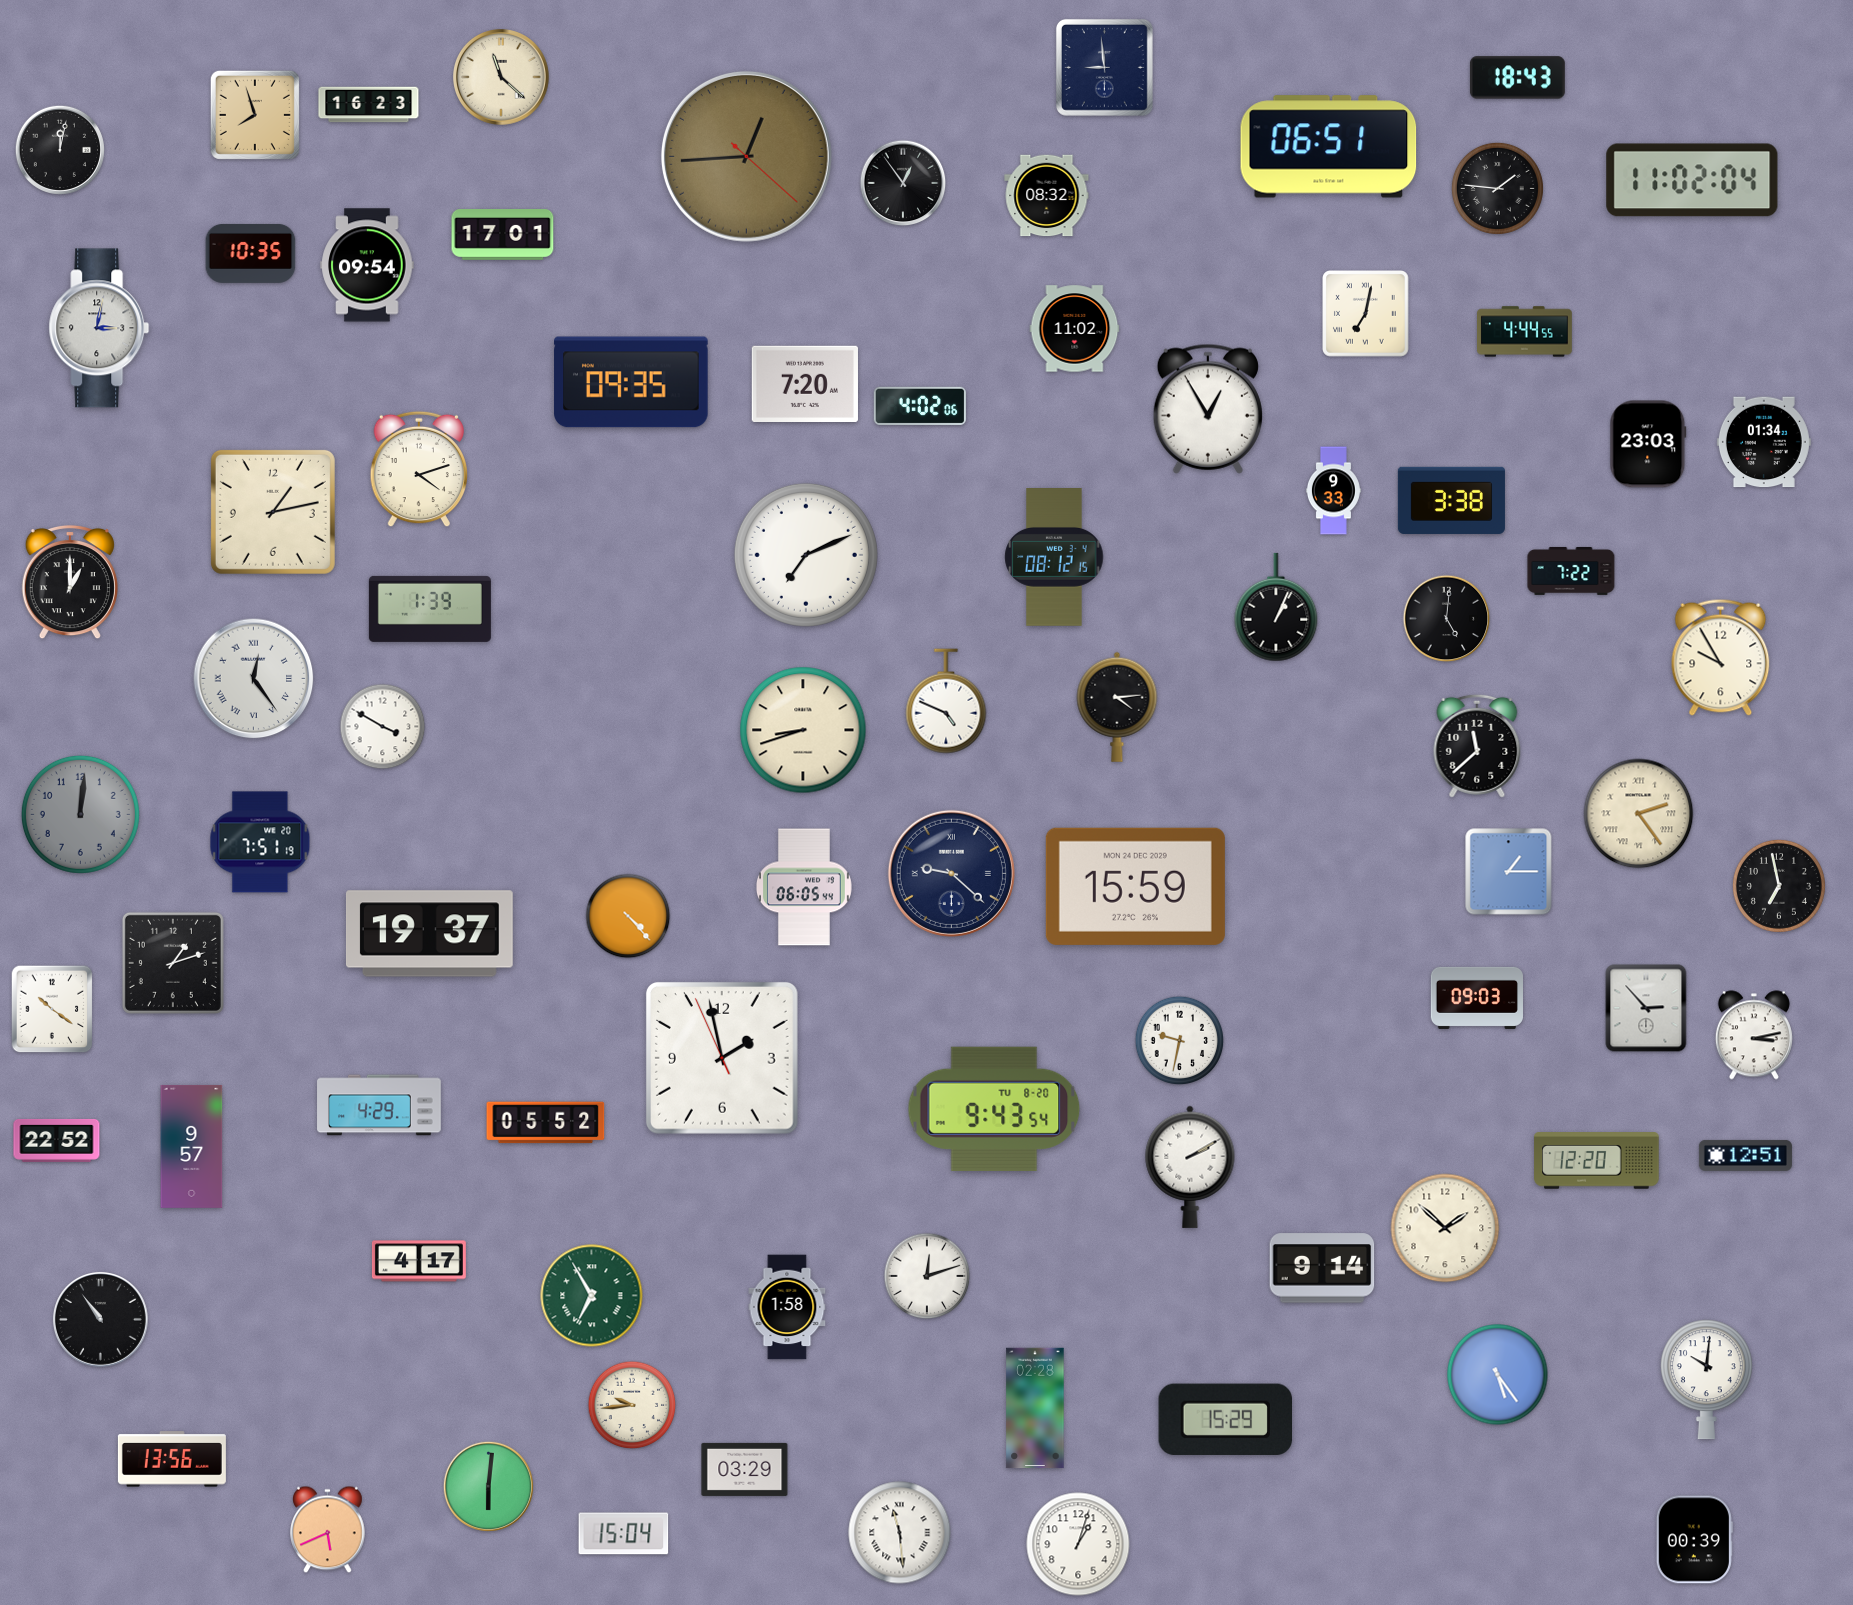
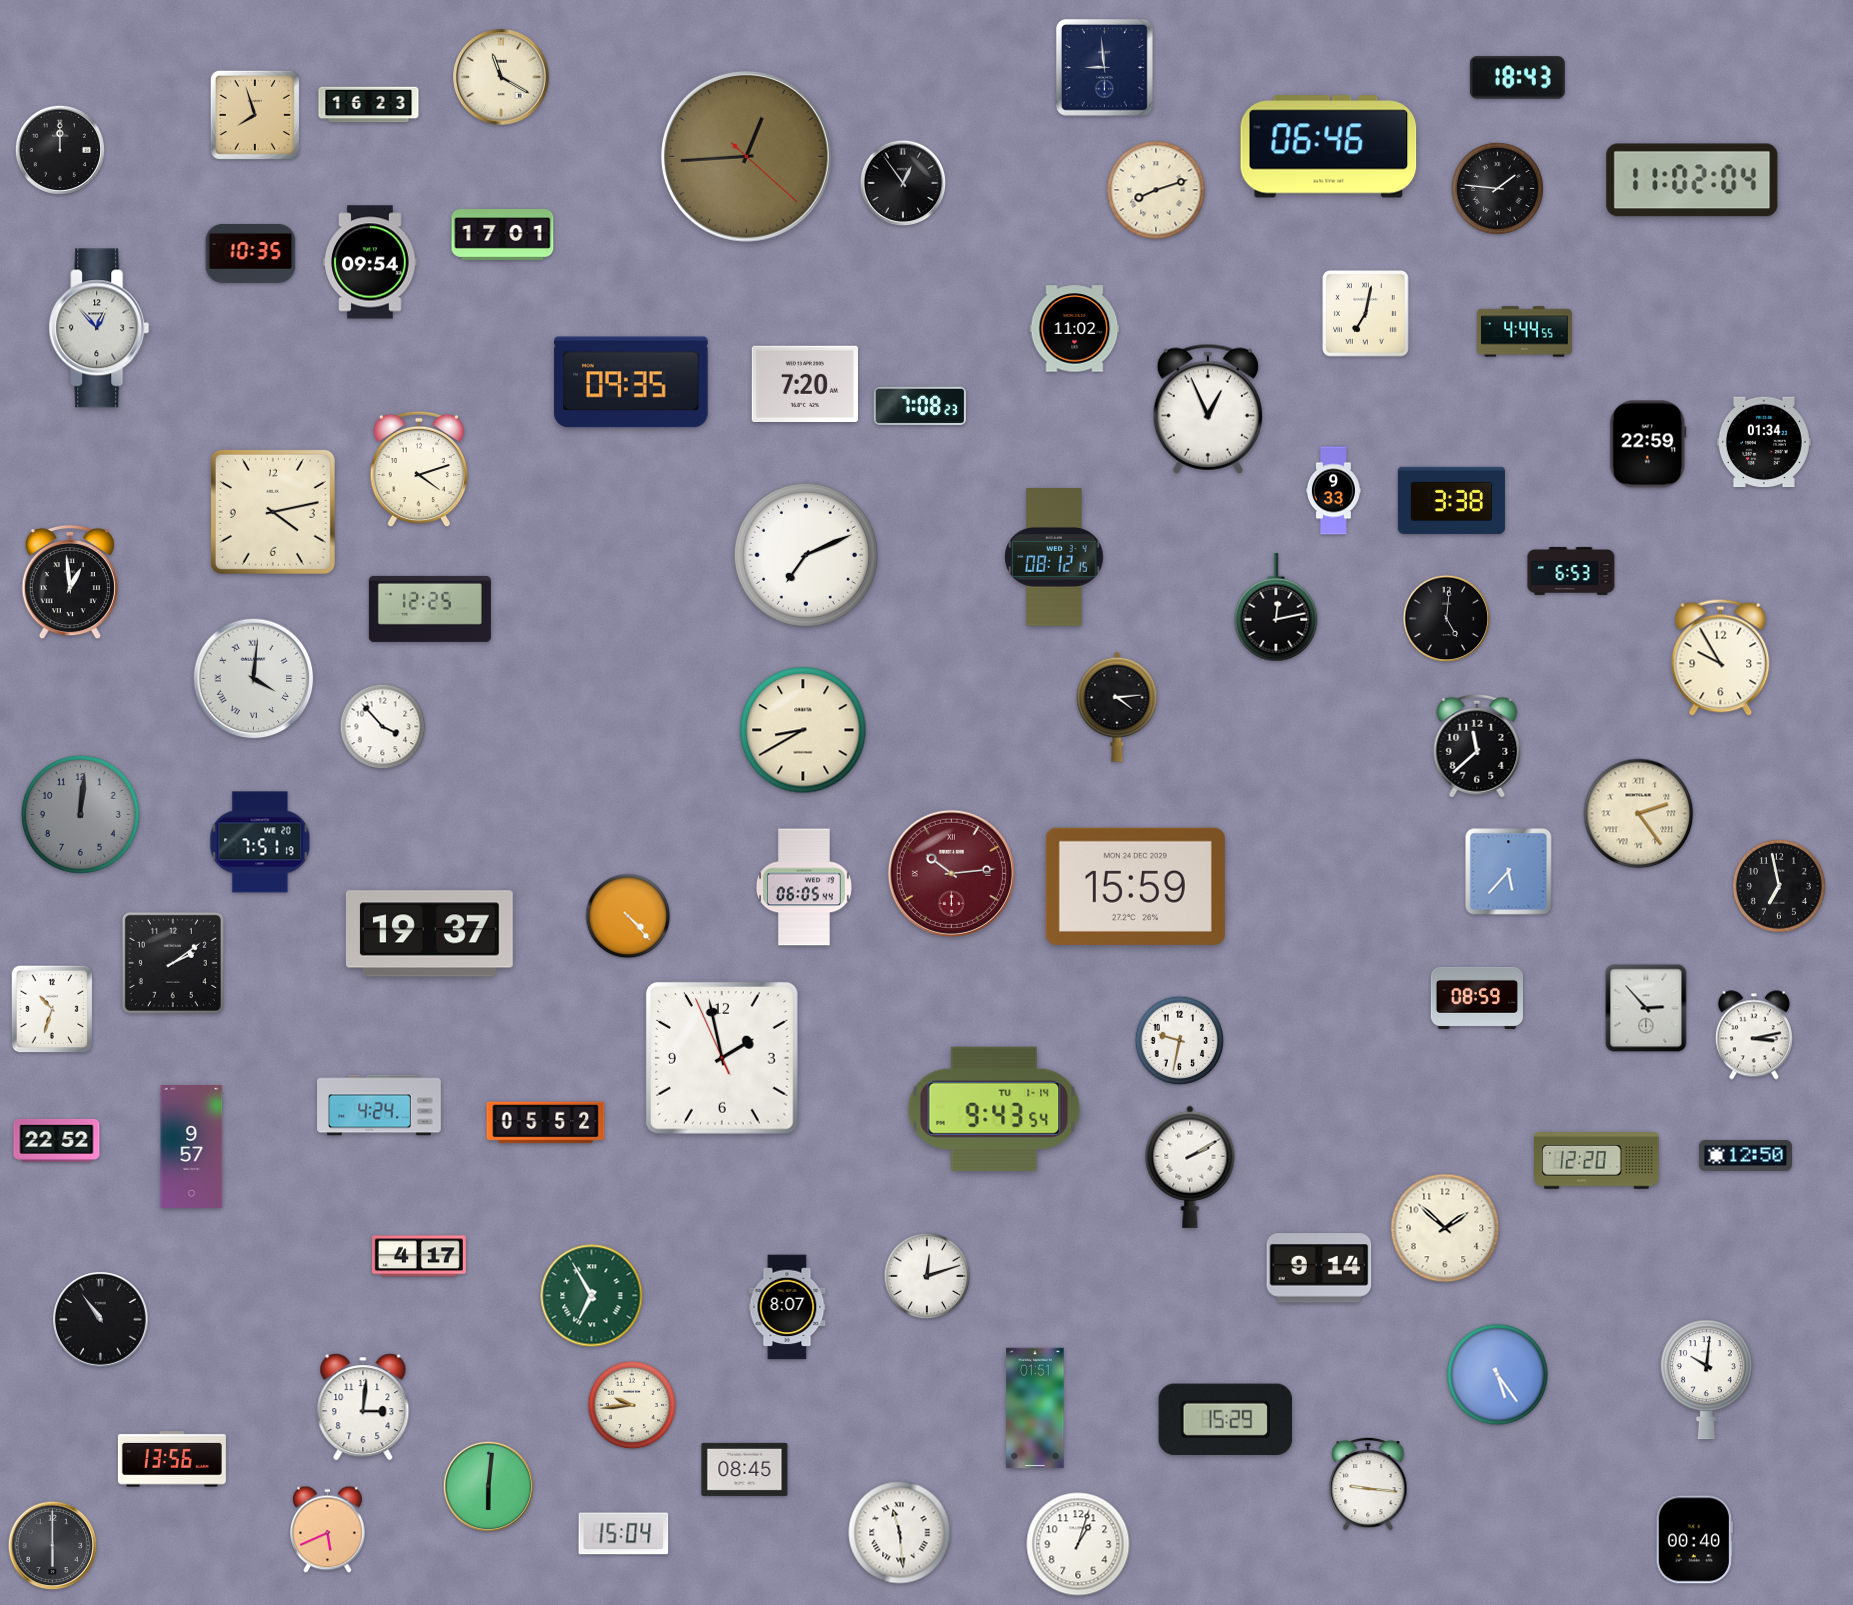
clock at (502, 78): 11:22 -> 11:20
clock at (1329, 147): 06:51 -> 06:46
clock at (59, 149): 12:02 -> 12:00
clock at (1156, 190): none -> 8:12
clock at (1047, 196): 08:32 -> none
clock at (367, 265) position: (367, 265) -> (370, 262)
clock at (99, 328): 3:02 -> 12:53
clock at (919, 405): 4:02 -> 7:08
clock at (1208, 409): 12:55 -> 12:56
clock at (1648, 444): 23:03 -> 22:59
clock at (273, 512): 1:13 -> 4:13
clock at (1571, 571): 7:22 -> 6:53
clock at (70, 582): 1:00 -> 12:59
clock at (1276, 607): 1:04 -> 12:13
clock at (430, 609): 1:39 -> 12:25
clock at (254, 679): 12:24 -> 4:01
clock at (946, 701): 4:49 -> none
clock at (383, 727): 3:50 -> 3:53
clock at (803, 730): 8:42 -> 8:40
clock at (1509, 872): 1:15 -> 5:37
clock at (951, 873): 9:22 -> 10:14
clock at (951, 873) dial: navy -> burgundy
clock at (173, 963): 1:12 -> 2:09
clock at (1476, 998): 09:03 -> 08:59
clock at (52, 1009): 10:21 -> 10:33
clock at (379, 1105): 4:29 -> 4:24
clock at (994, 1109) date: TU 8-20 -> TU 1-14
clock at (1745, 1155): 12:51 -> 12:50
clock at (419, 1261) position: (419, 1261) -> (419, 1256)
clock at (1322, 1268) position: (1322, 1268) -> (1319, 1268)
clock at (787, 1307): 1:58 -> 8:07
clock at (363, 1407): none -> 3:01
clock at (1035, 1408): 02:28 -> 01:51
clock at (745, 1469): 03:29 -> 08:45
clock at (1368, 1484): none -> 9:16
clock at (1694, 1540): 00:39 -> 00:40
clock at (52, 1545): none -> 6:00
